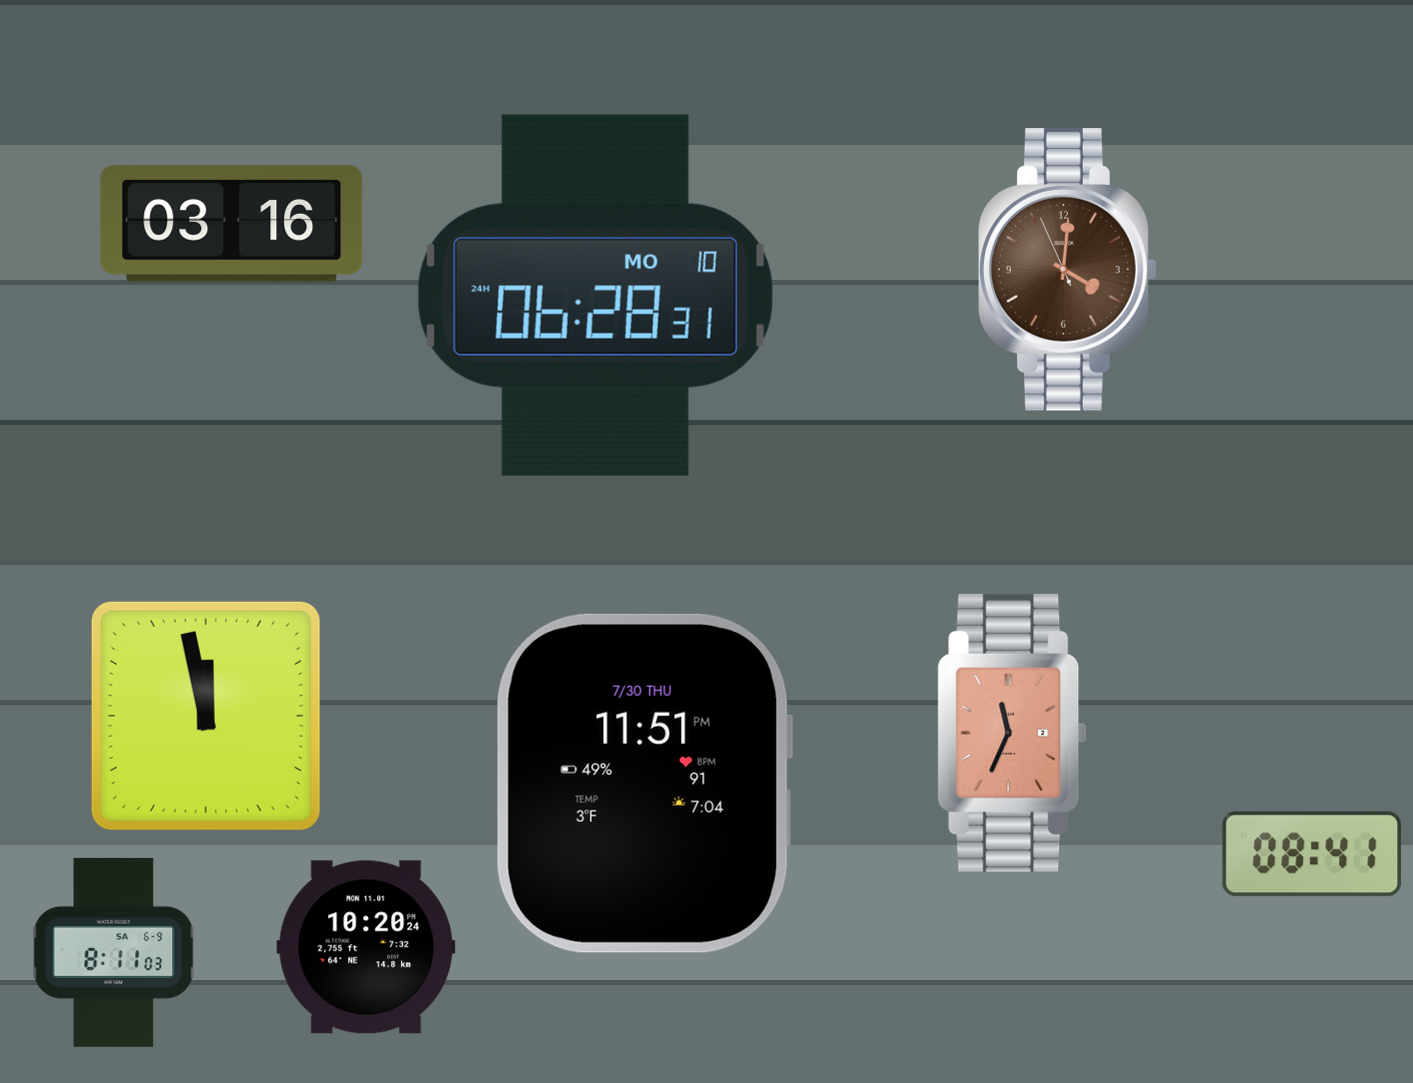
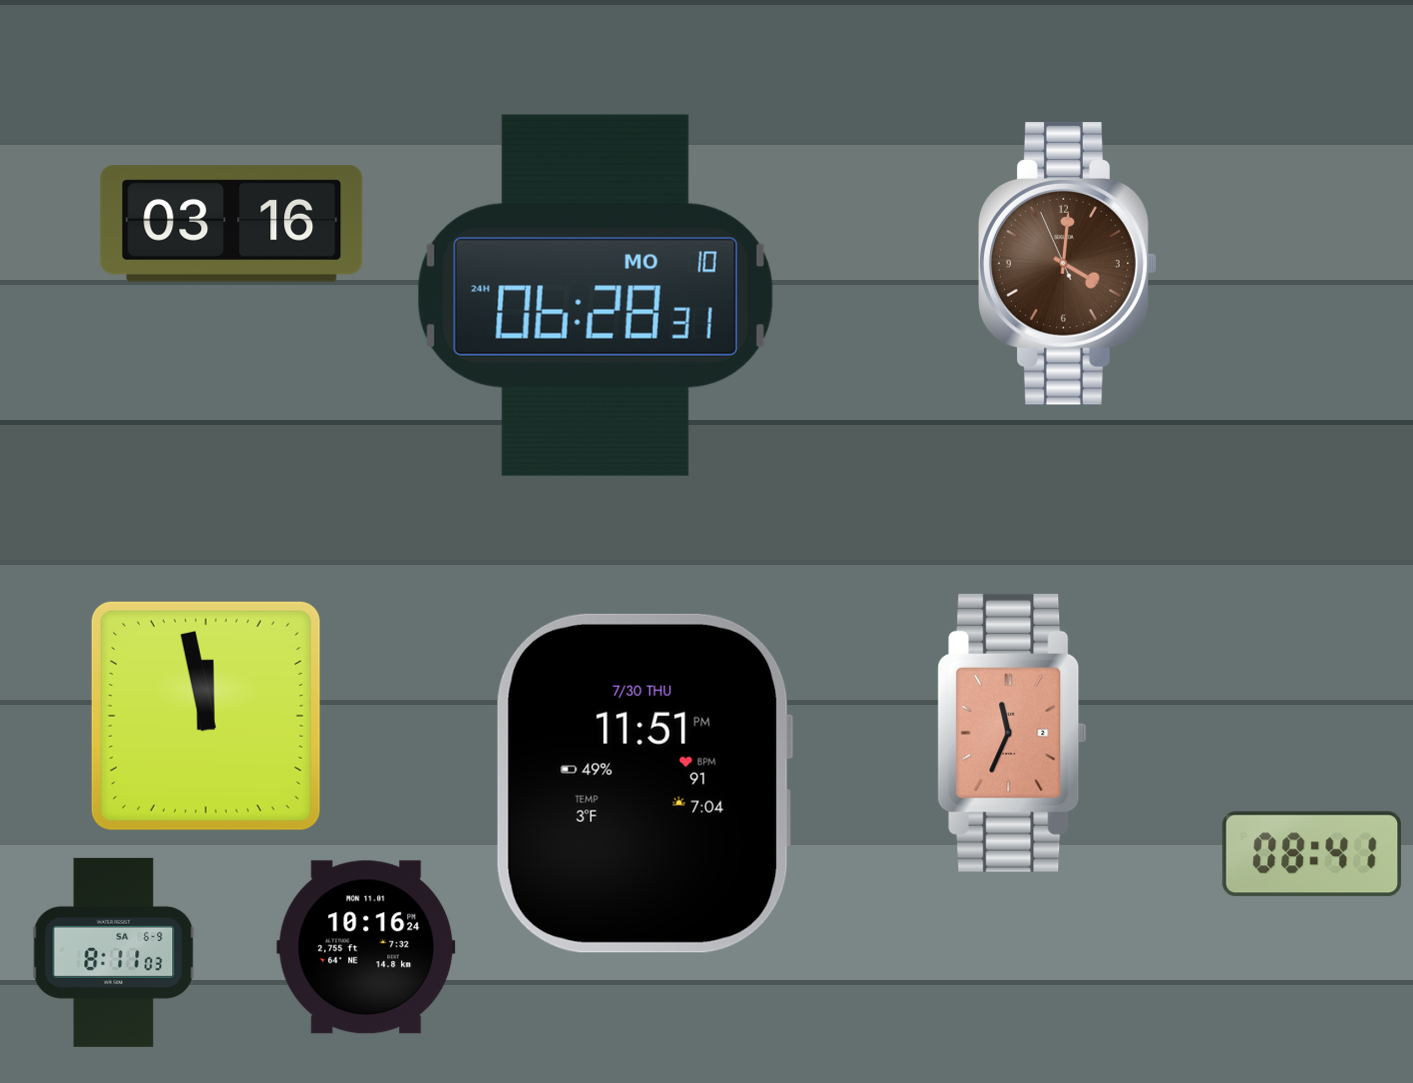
clock at (1068, 269) position: (1068, 269) -> (1068, 263)
clock at (366, 947): 10:20 -> 10:16
